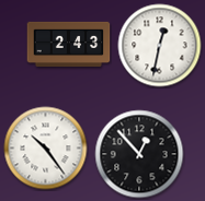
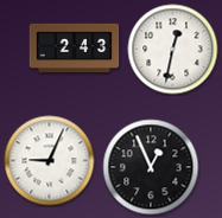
clock at (46, 149): 10:24 -> 9:04
clock at (139, 154): 12:53 -> 12:56
